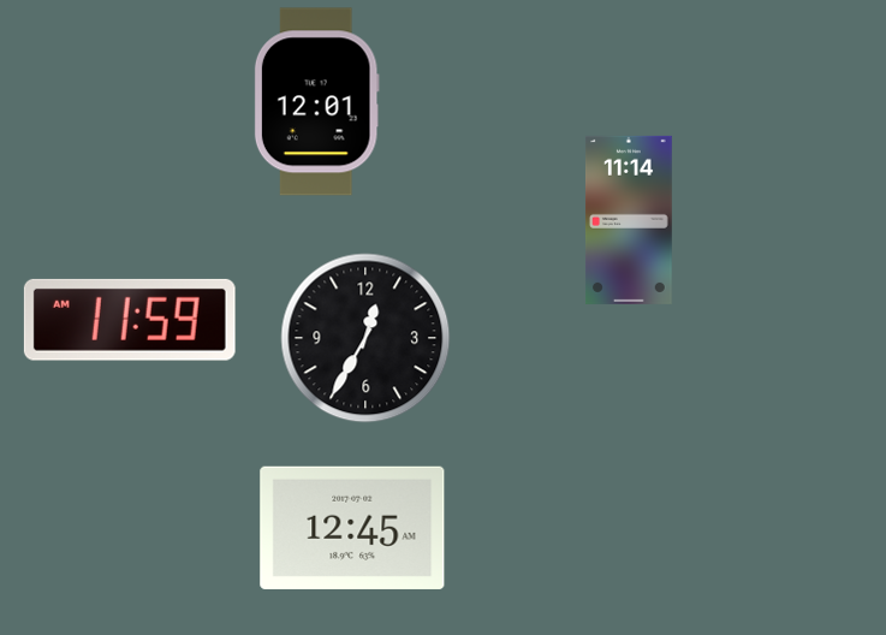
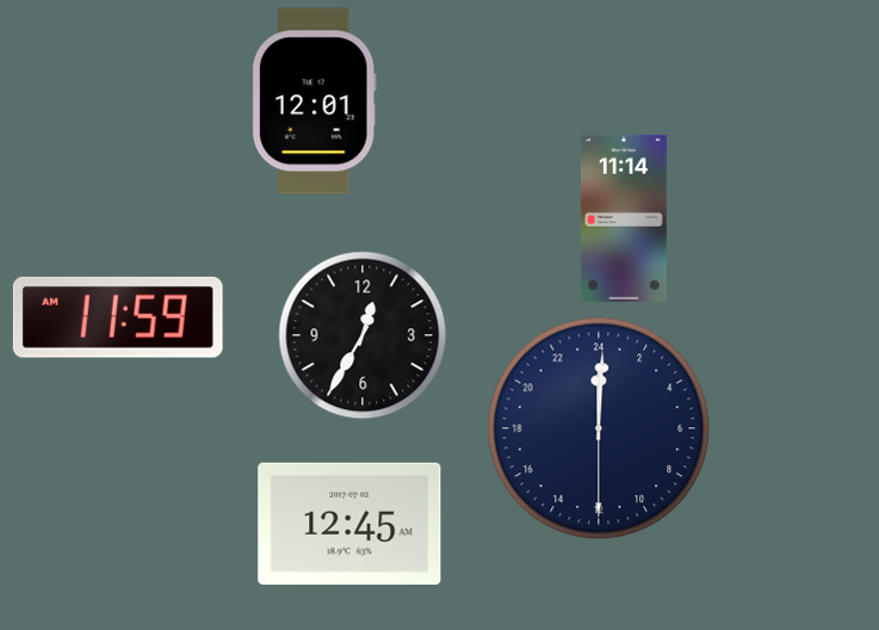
clock at (130, 320) position: (130, 320) -> (118, 317)
clock at (599, 428): none -> 0:00
